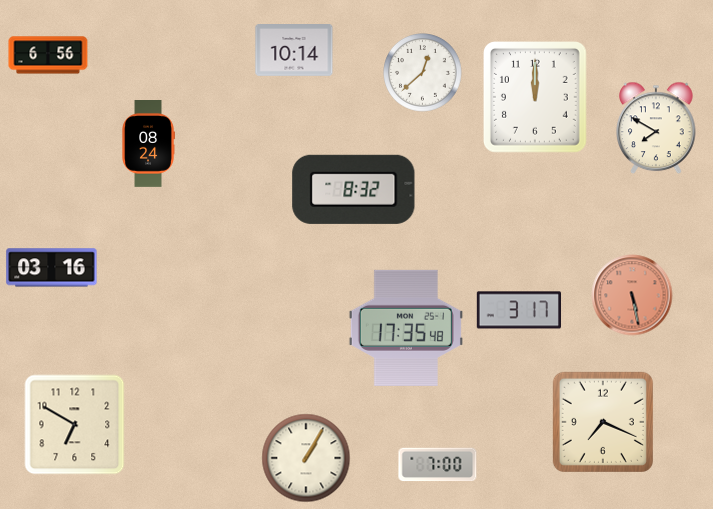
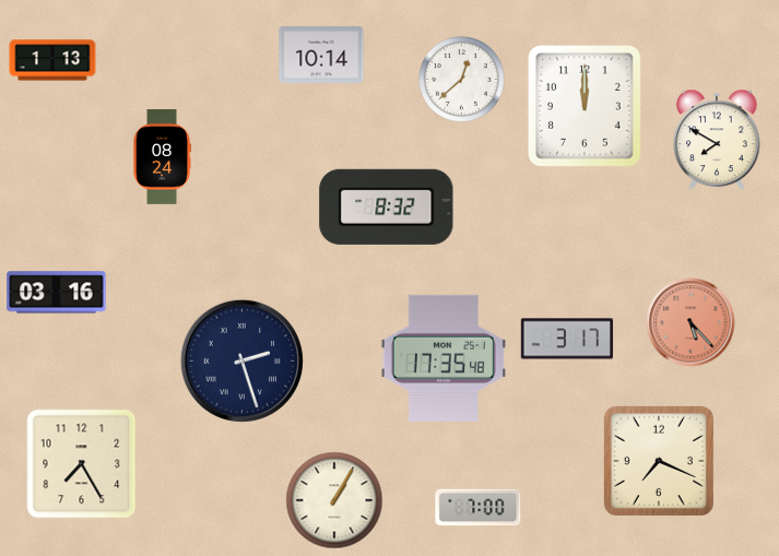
clock at (48, 55): 6:56 -> 1:13
clock at (632, 295): 5:28 -> 5:23
clock at (241, 360): none -> 2:27
clock at (75, 425): 6:50 -> 7:25
